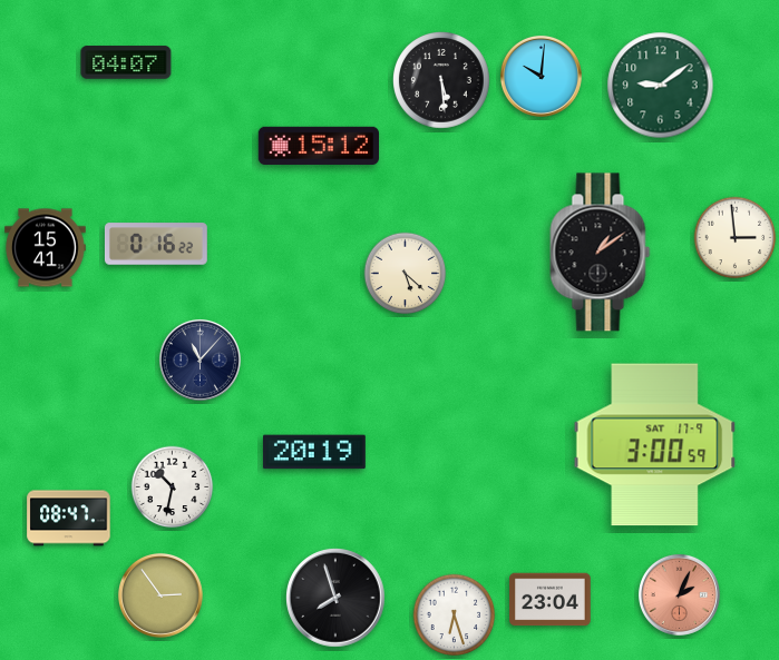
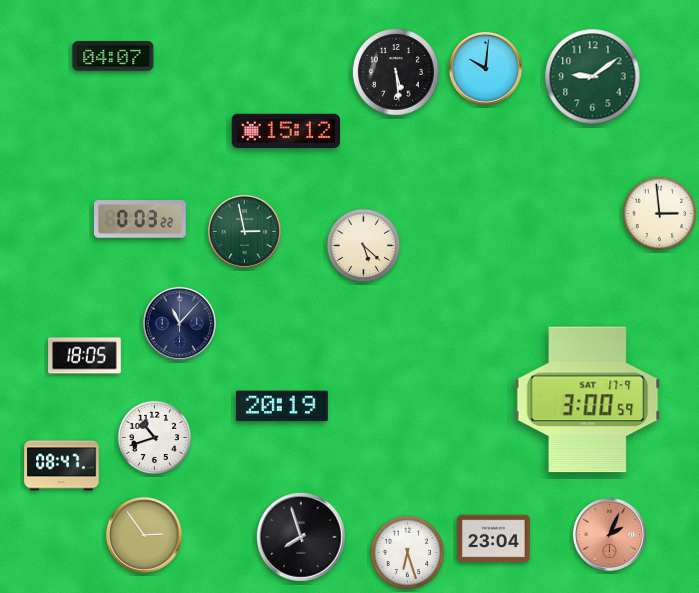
clock at (156, 244): 0:16 -> 0:03
clock at (46, 248): 15:41 -> none
clock at (601, 253): 1:09 -> none
clock at (244, 231): none -> 2:58
clock at (85, 356): none -> 18:05
clock at (173, 487): 10:32 -> 10:42
